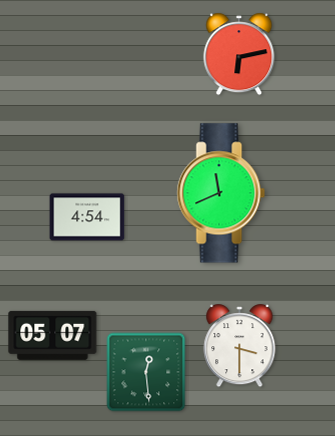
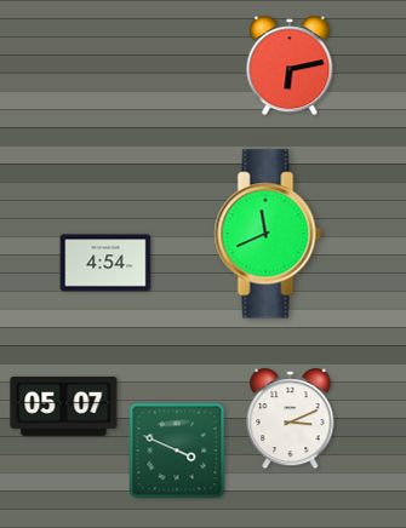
clock at (240, 346): 3:30 -> 3:11
clock at (146, 372): 12:29 -> 3:49
